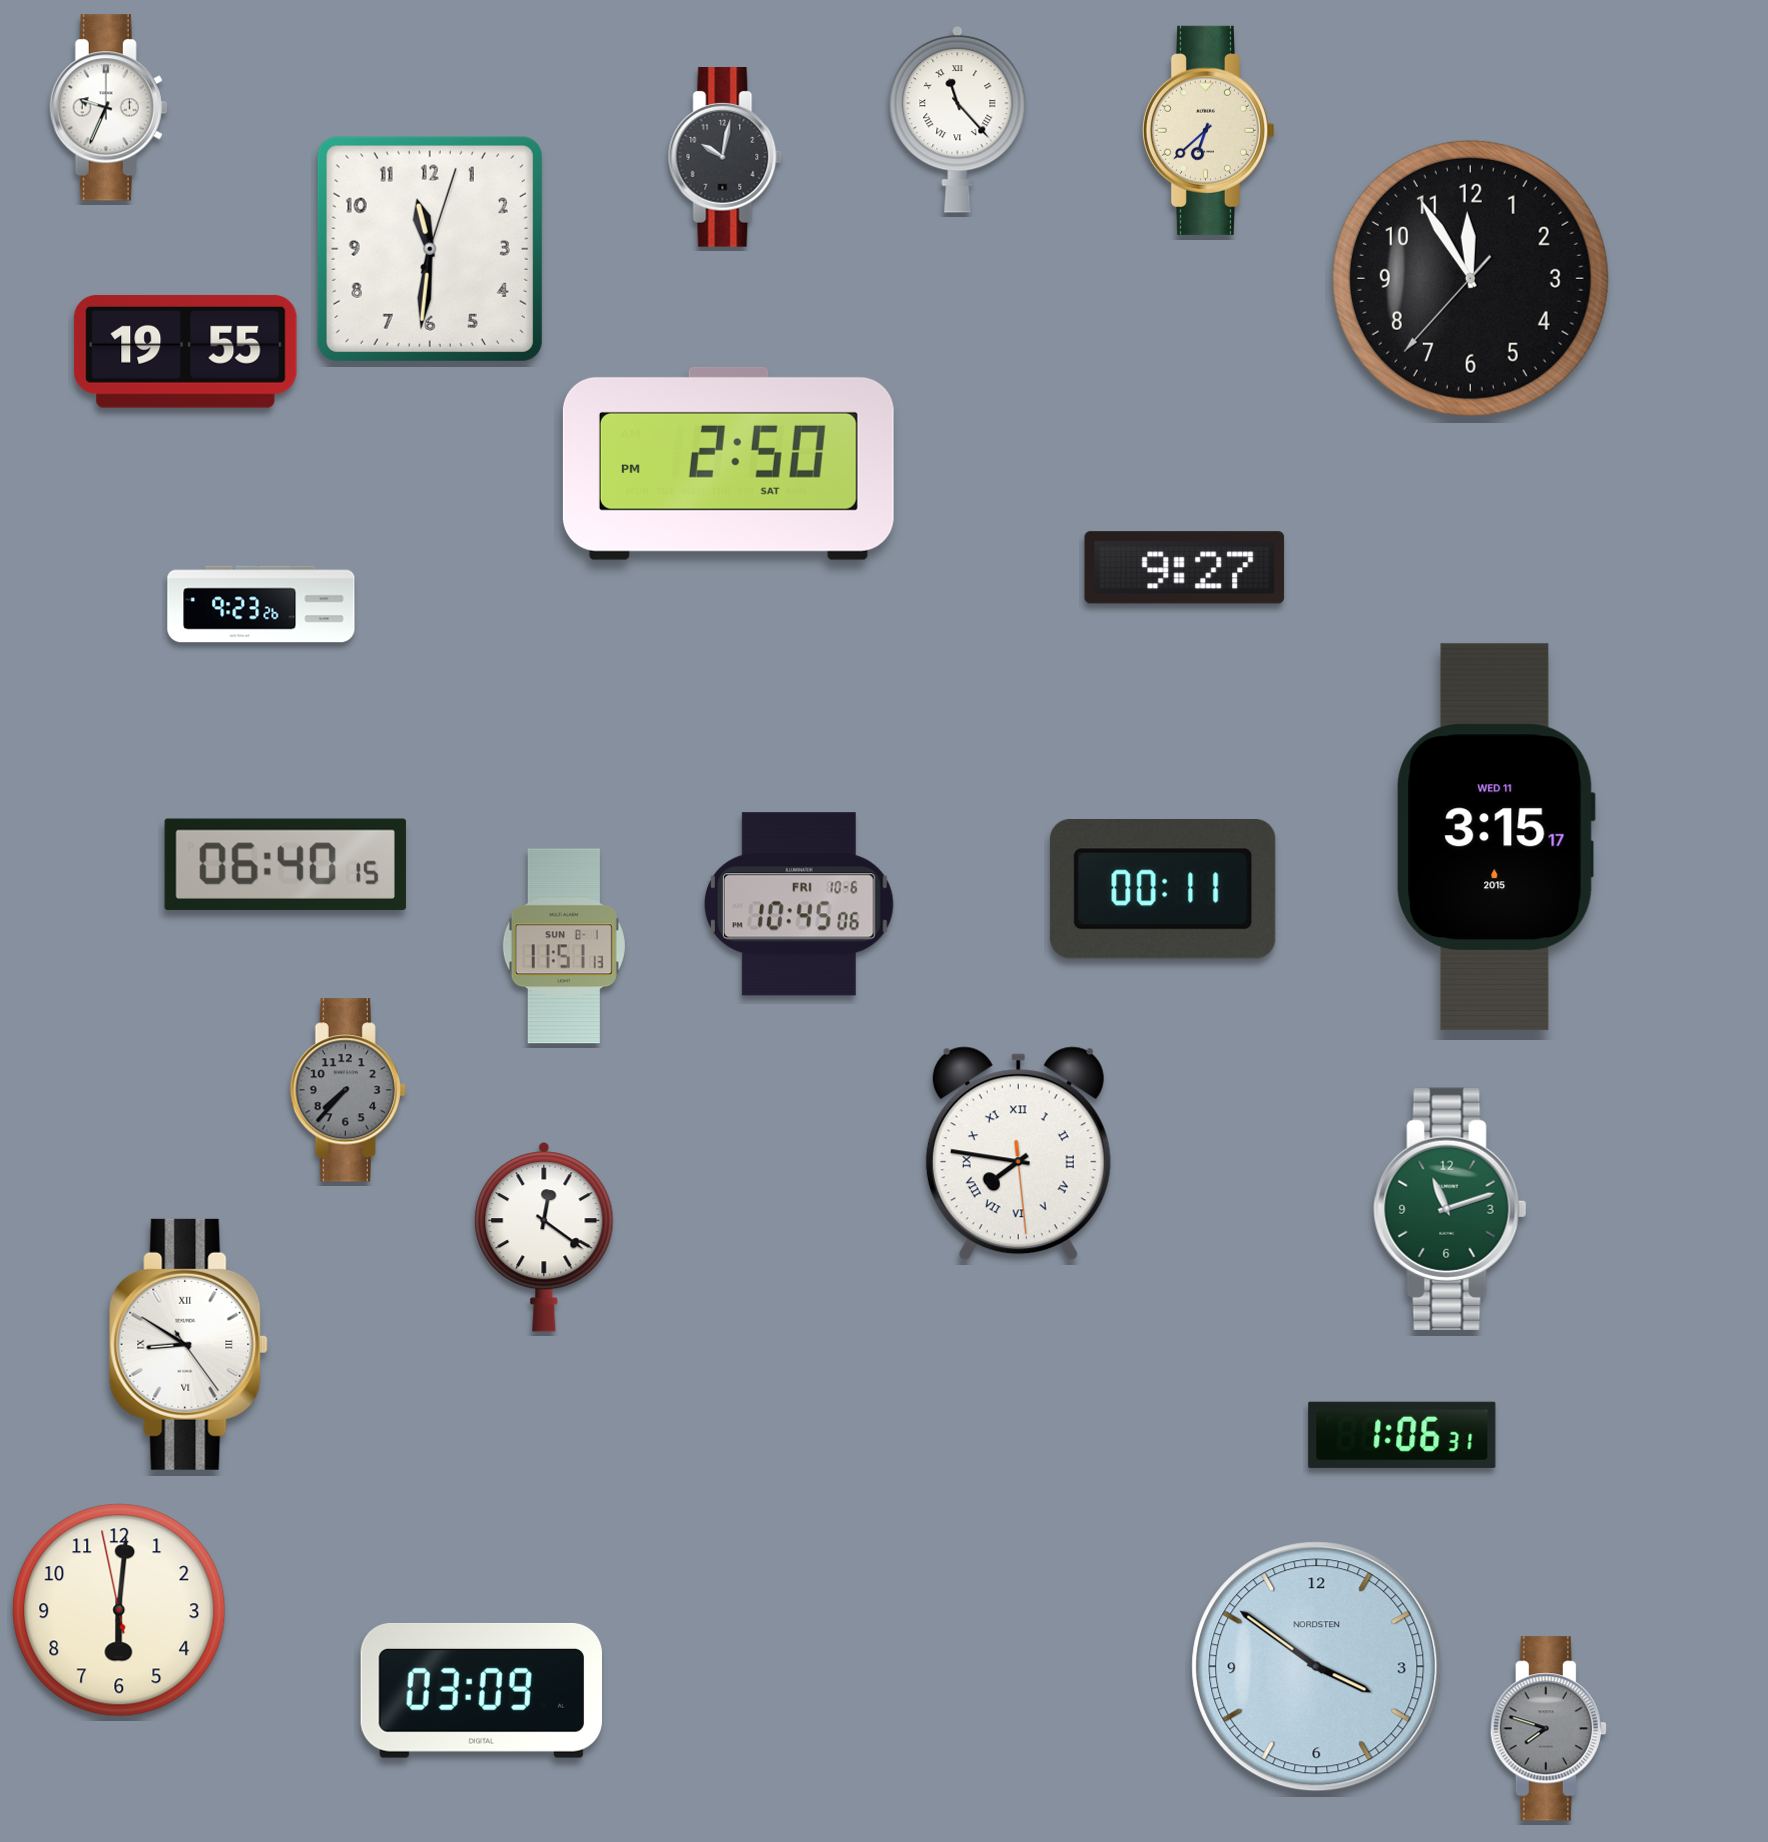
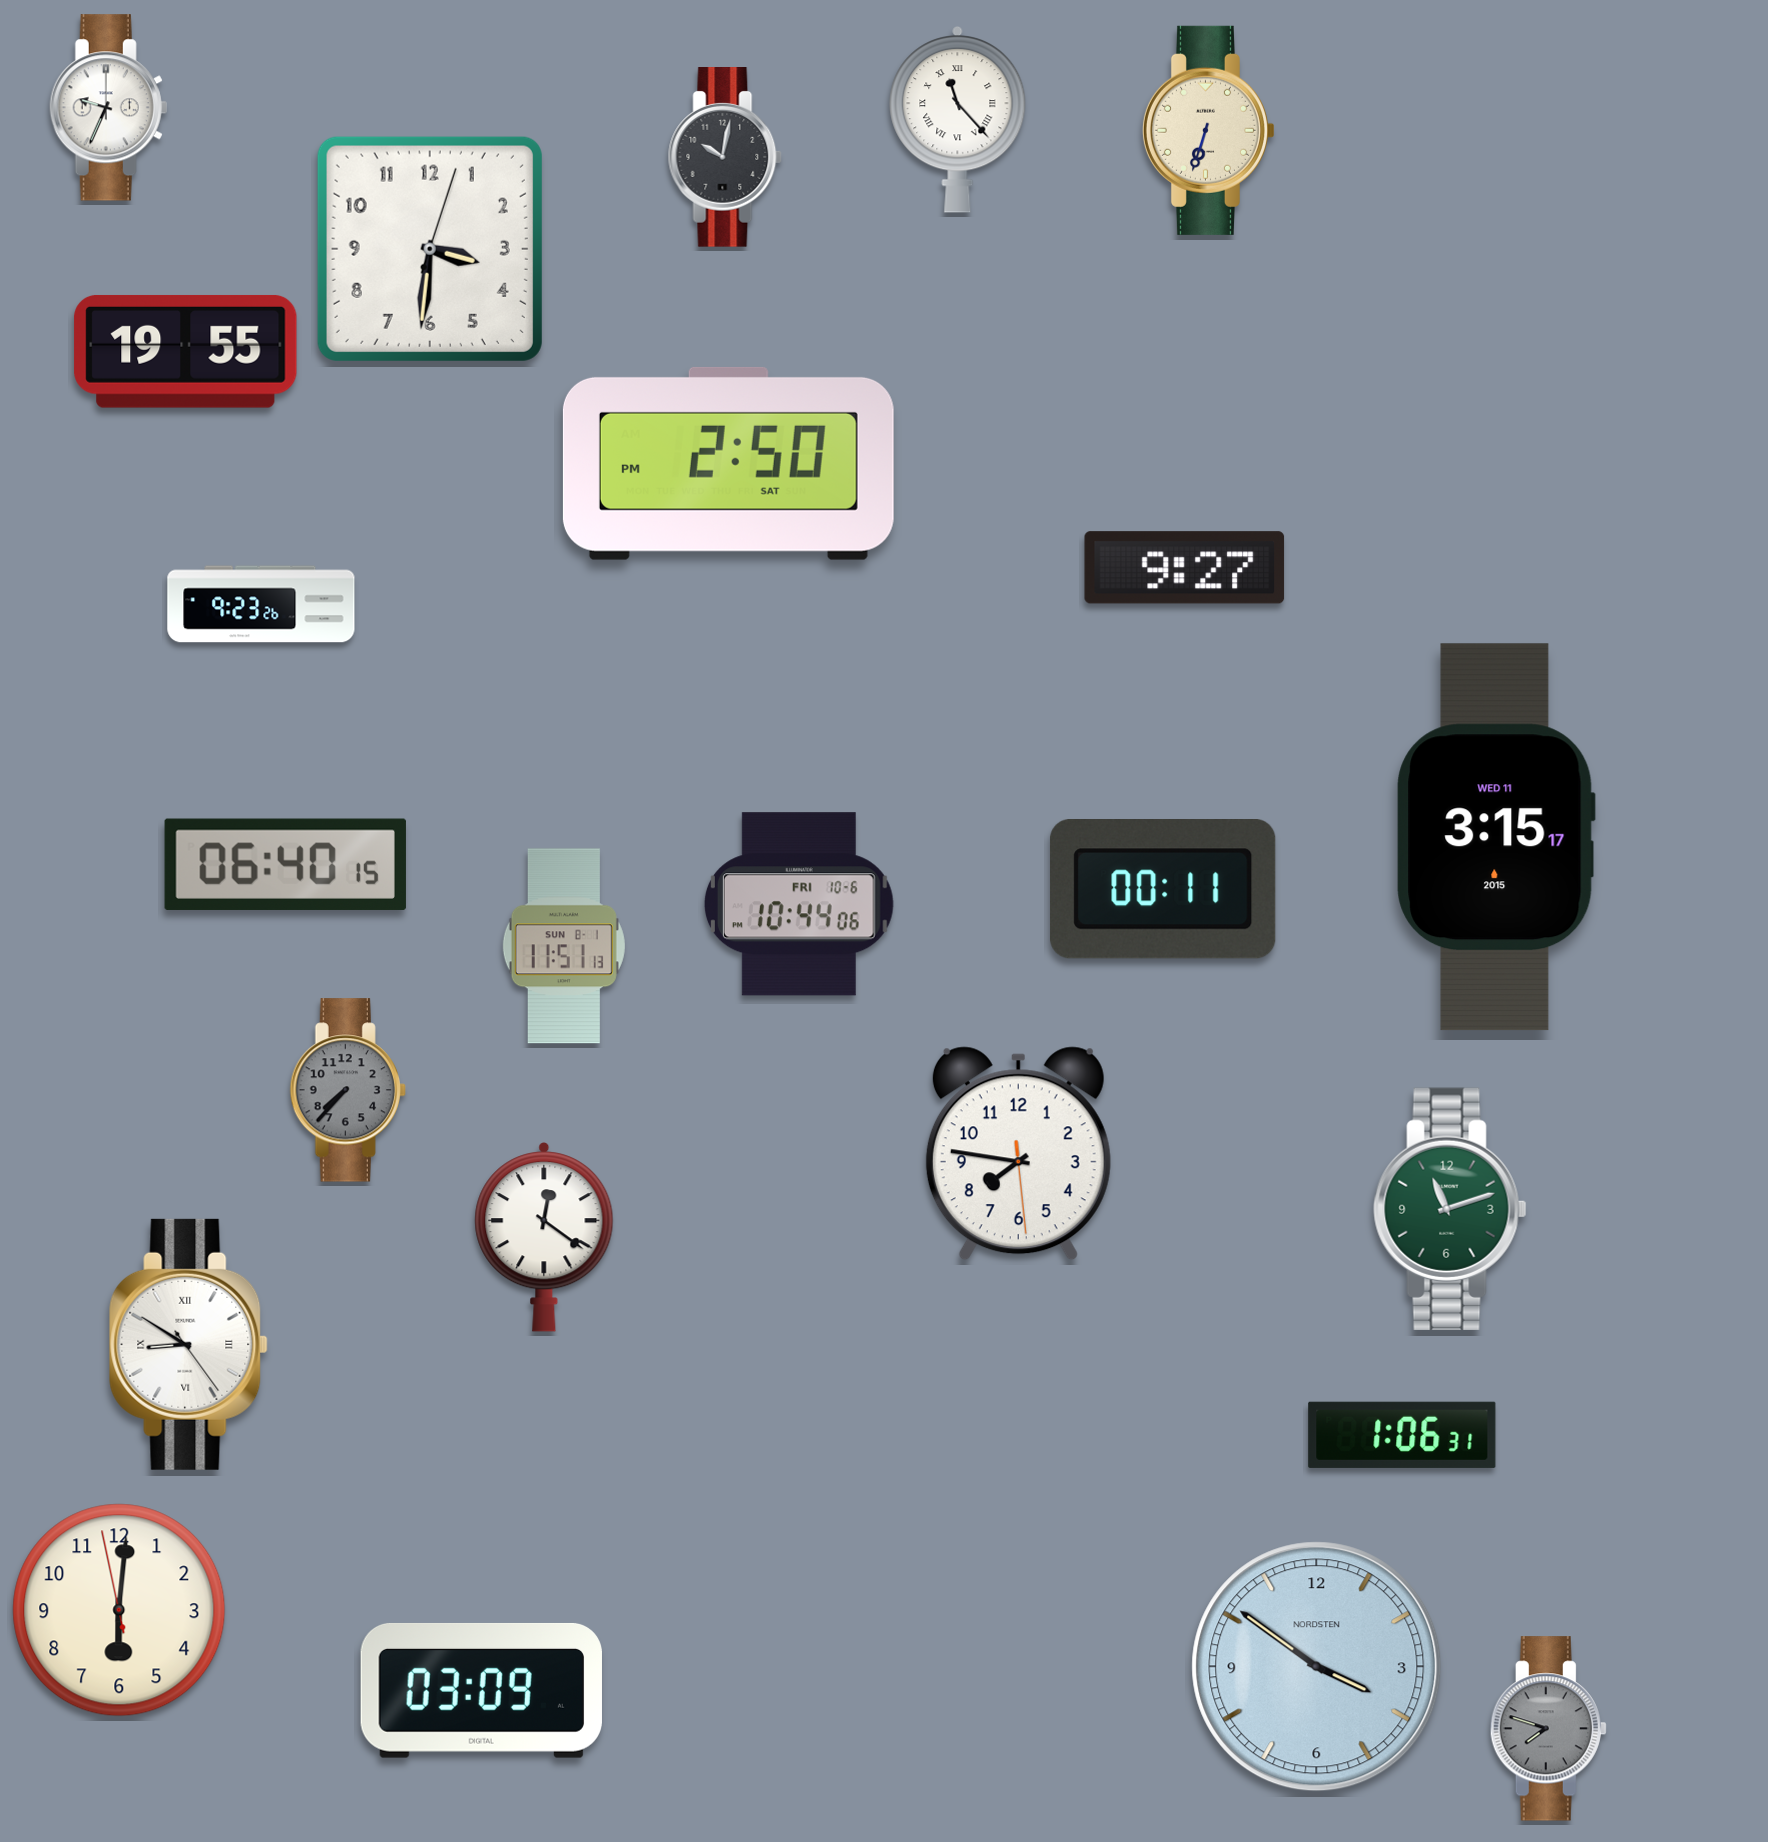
clock at (1208, 130): 6:38 -> 6:33
clock at (430, 249): 11:31 -> 3:31
clock at (1470, 278): 11:54 -> none
clock at (799, 904): 10:45 -> 10:44
clock at (1018, 1154) numerals: Roman -> Arabic
